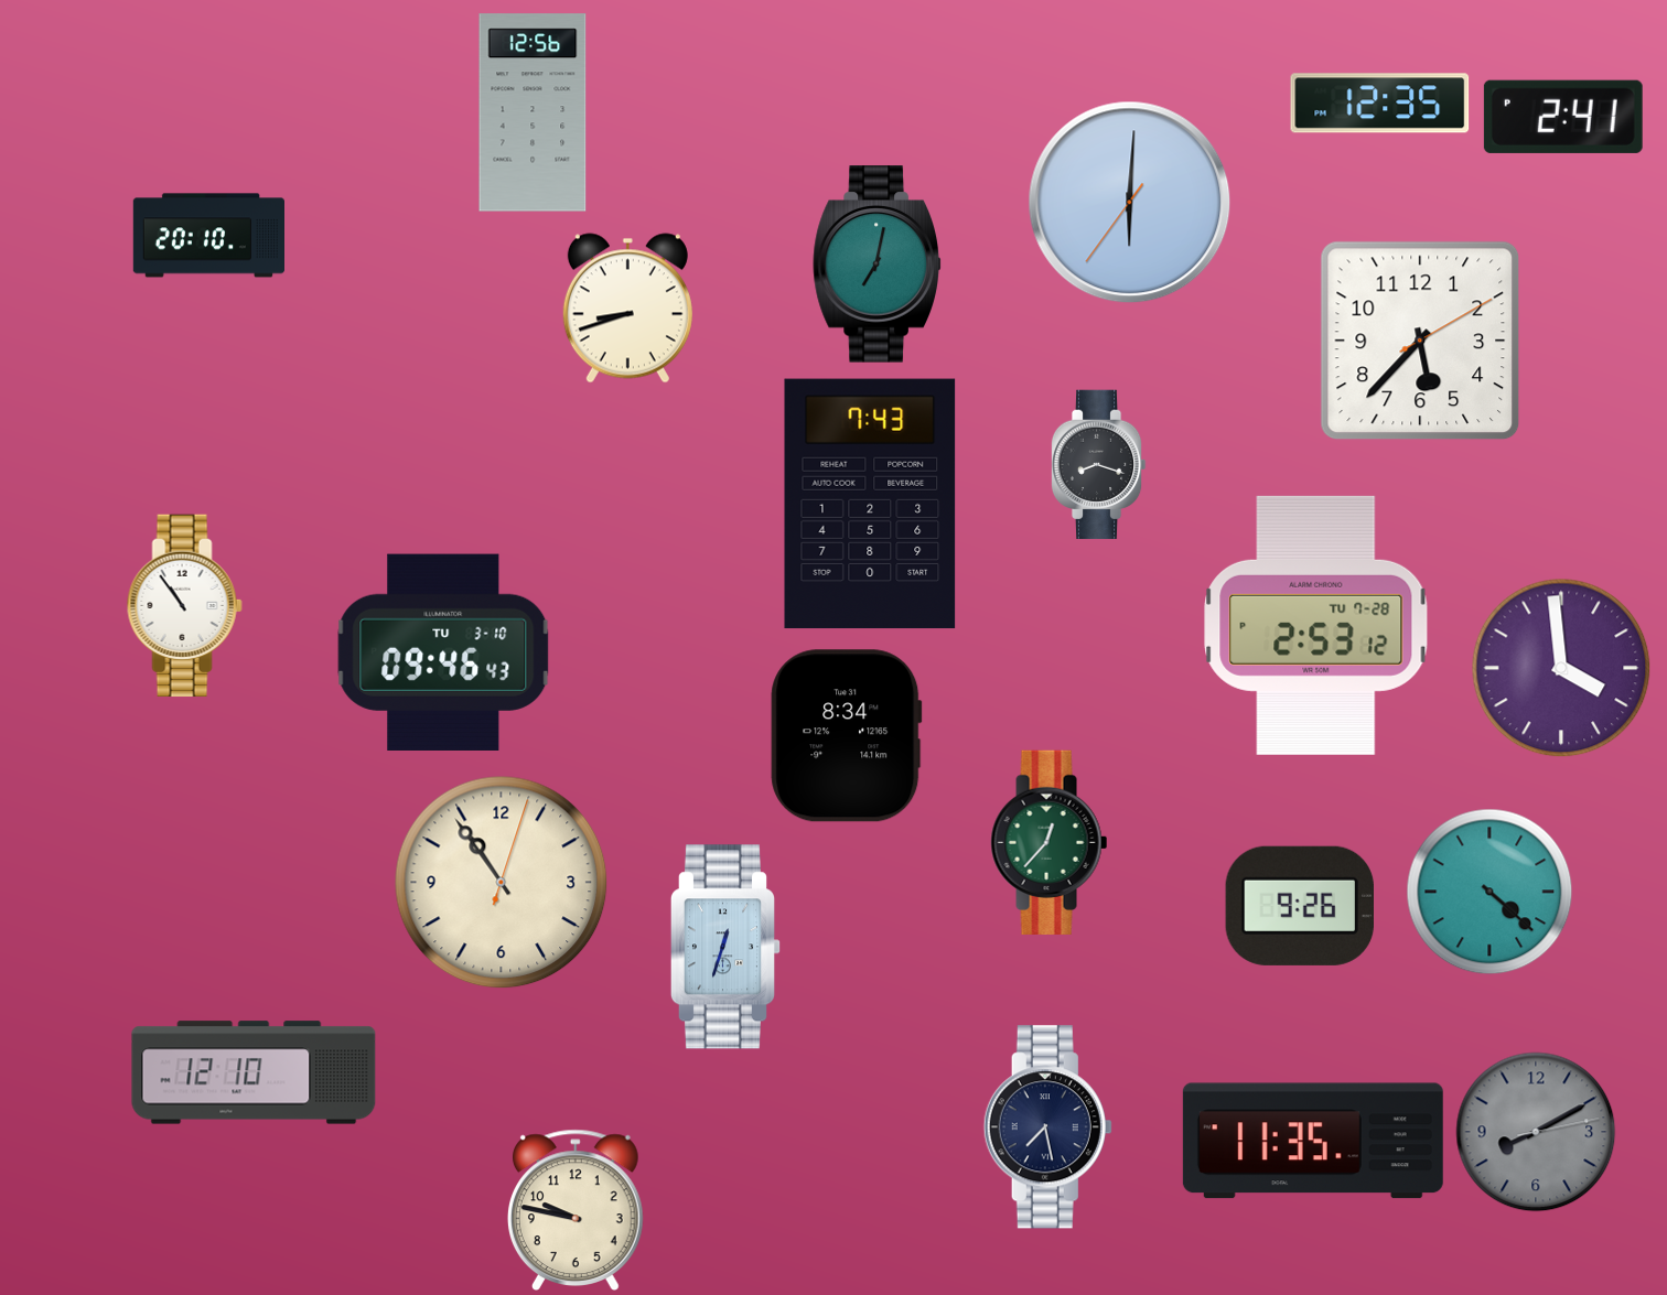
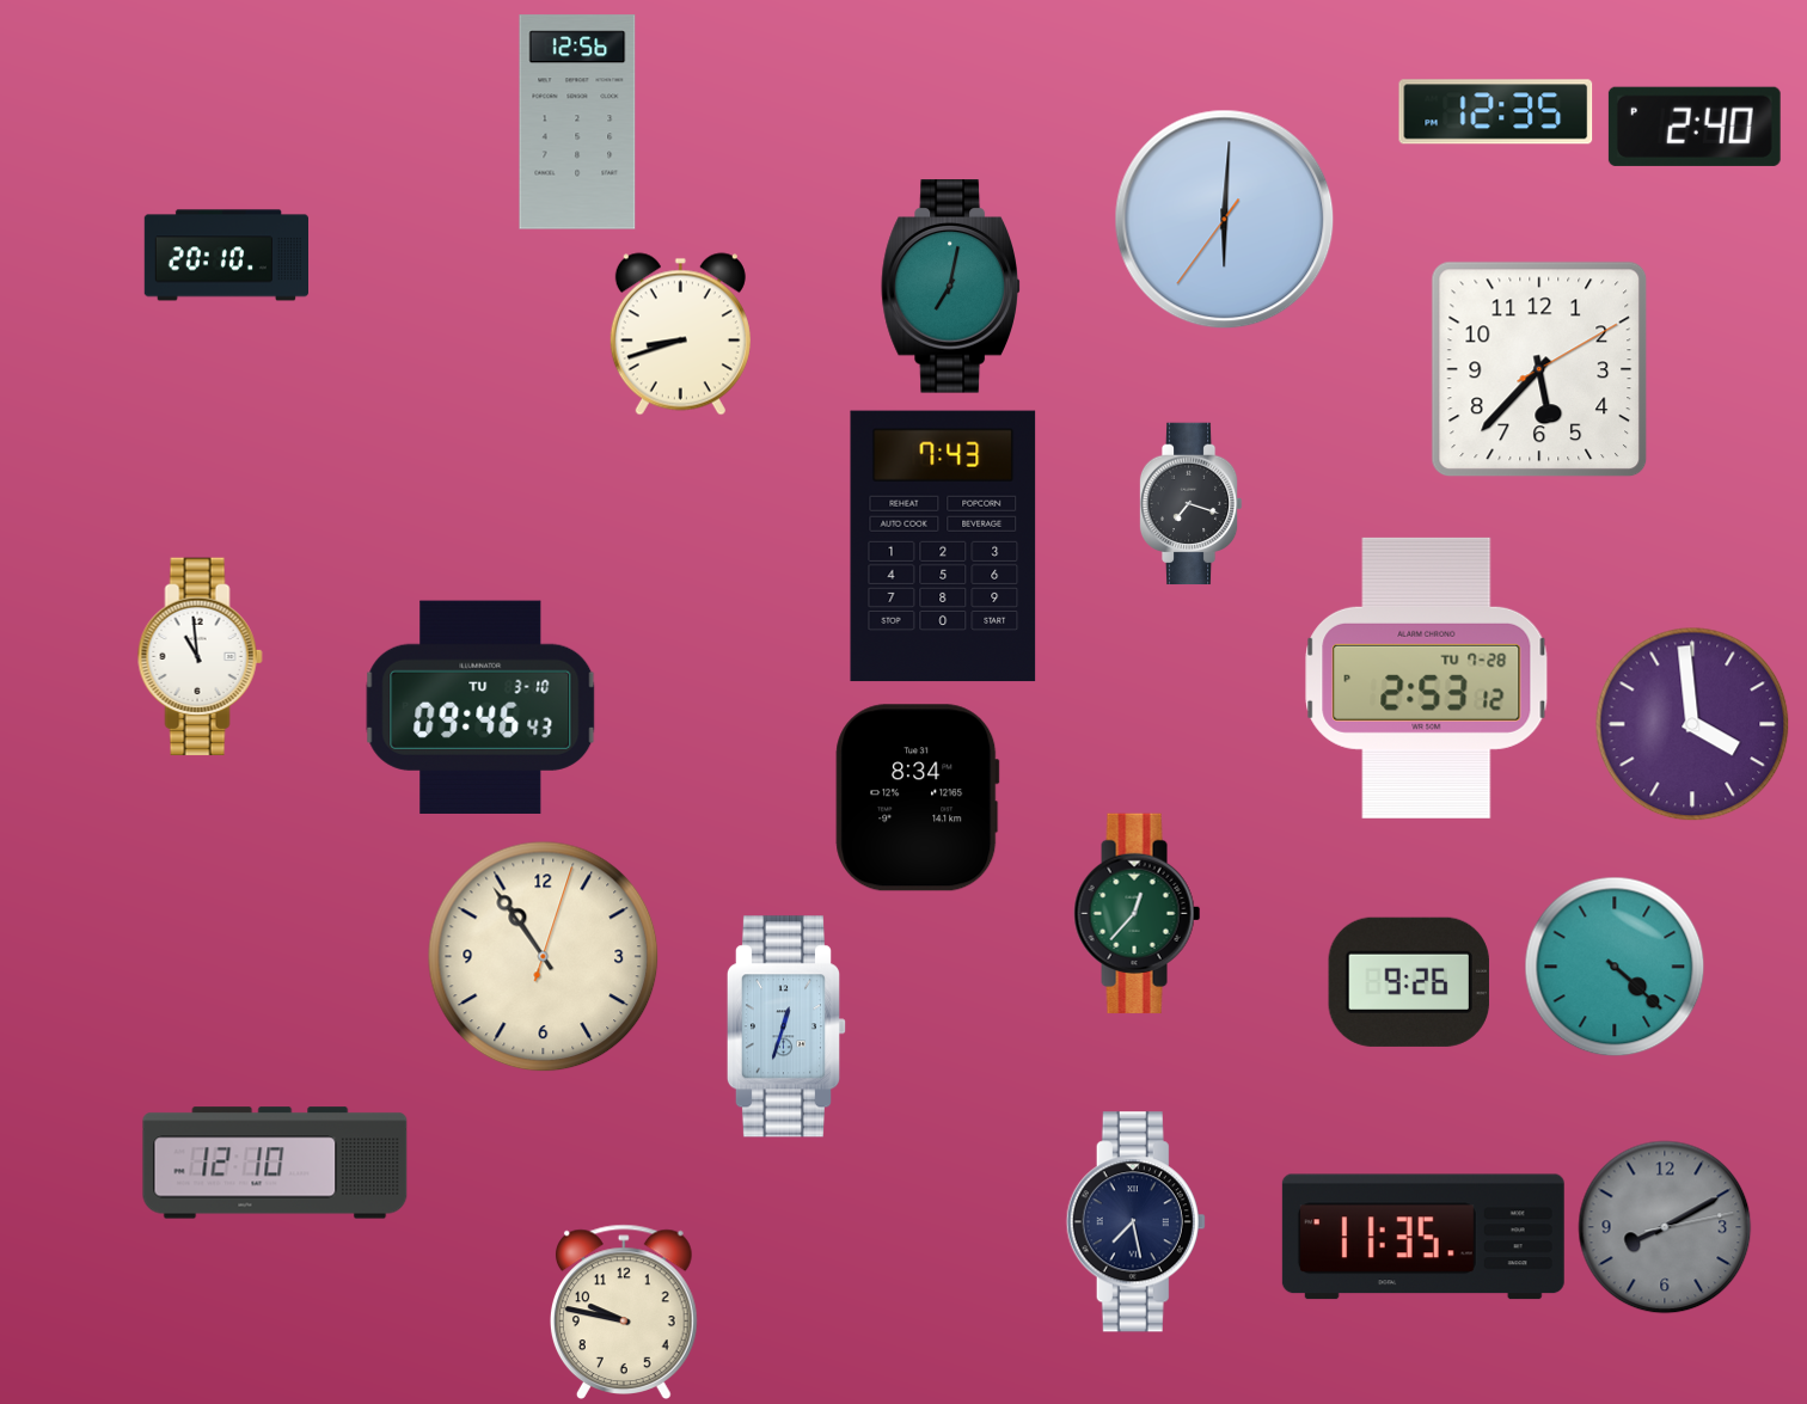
clock at (1563, 117): 2:41 -> 2:40
clock at (1098, 465): 8:18 -> 7:18
clock at (184, 606): 10:54 -> 10:59
